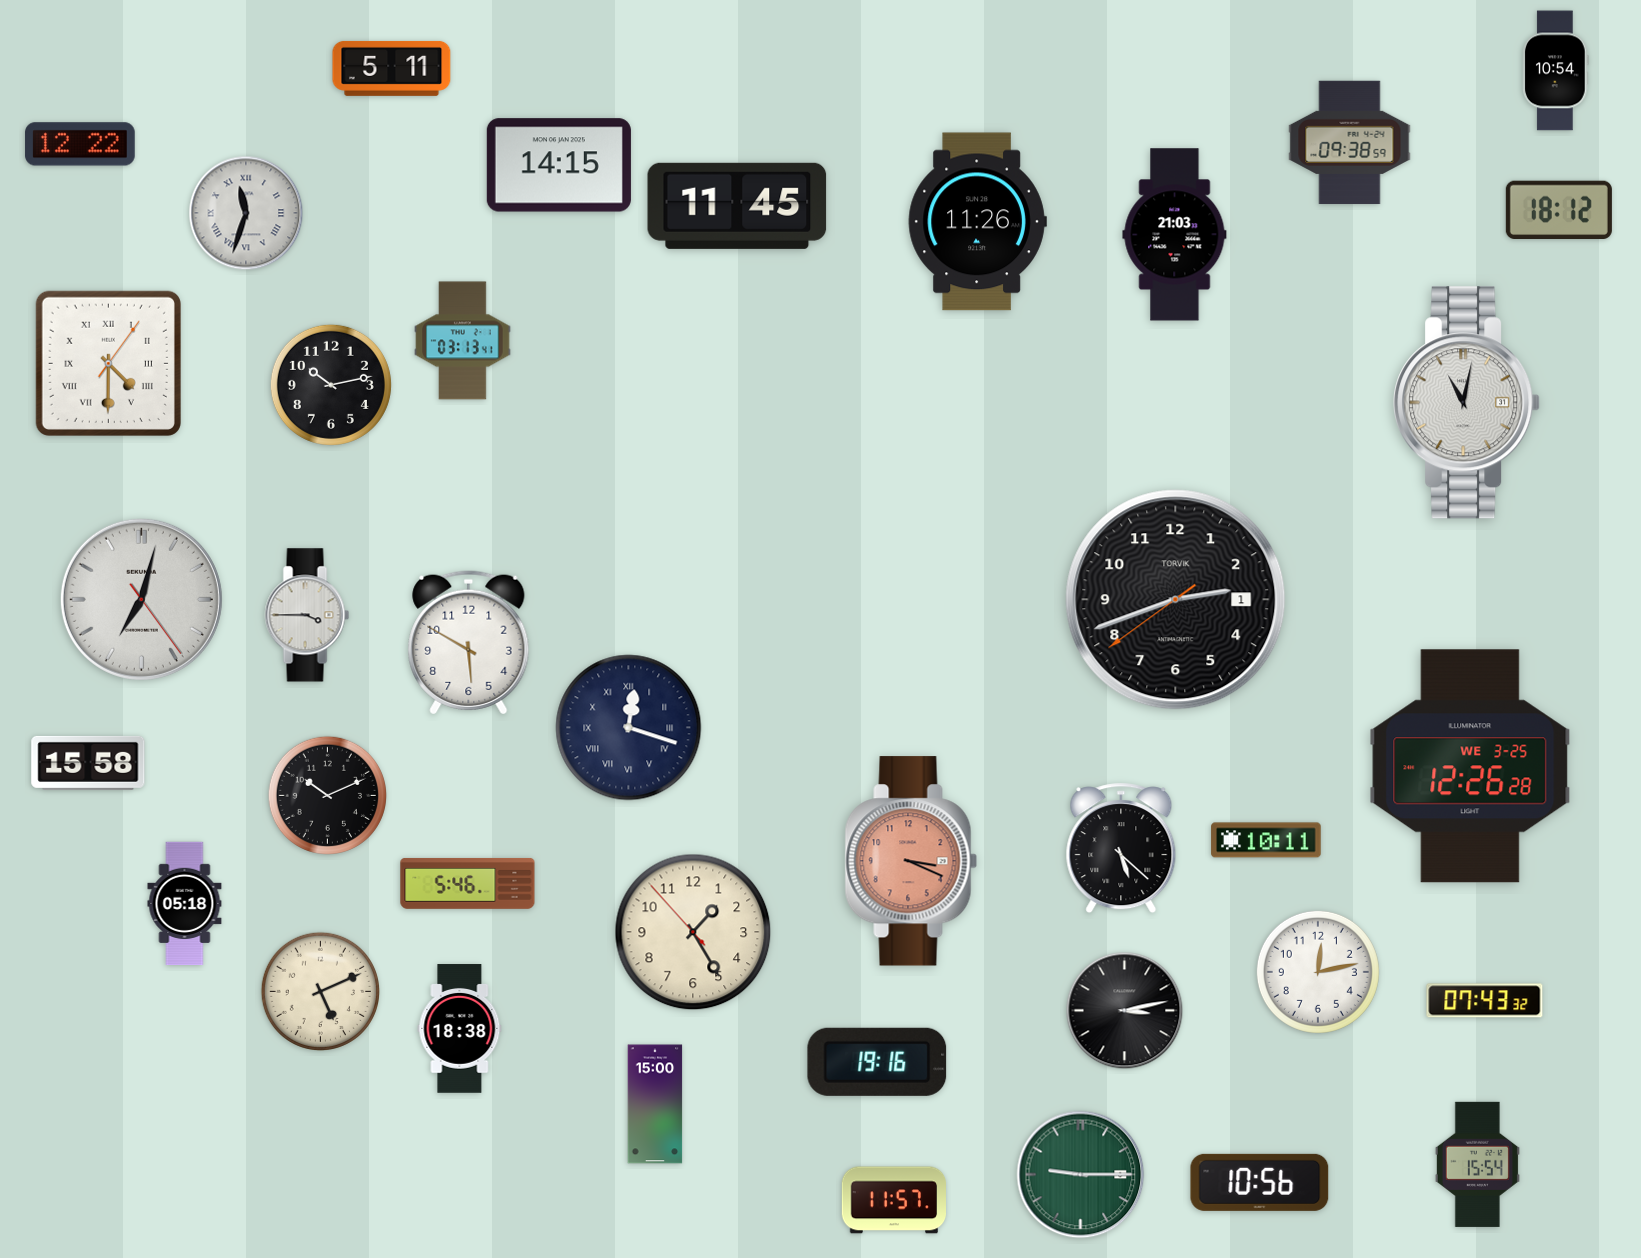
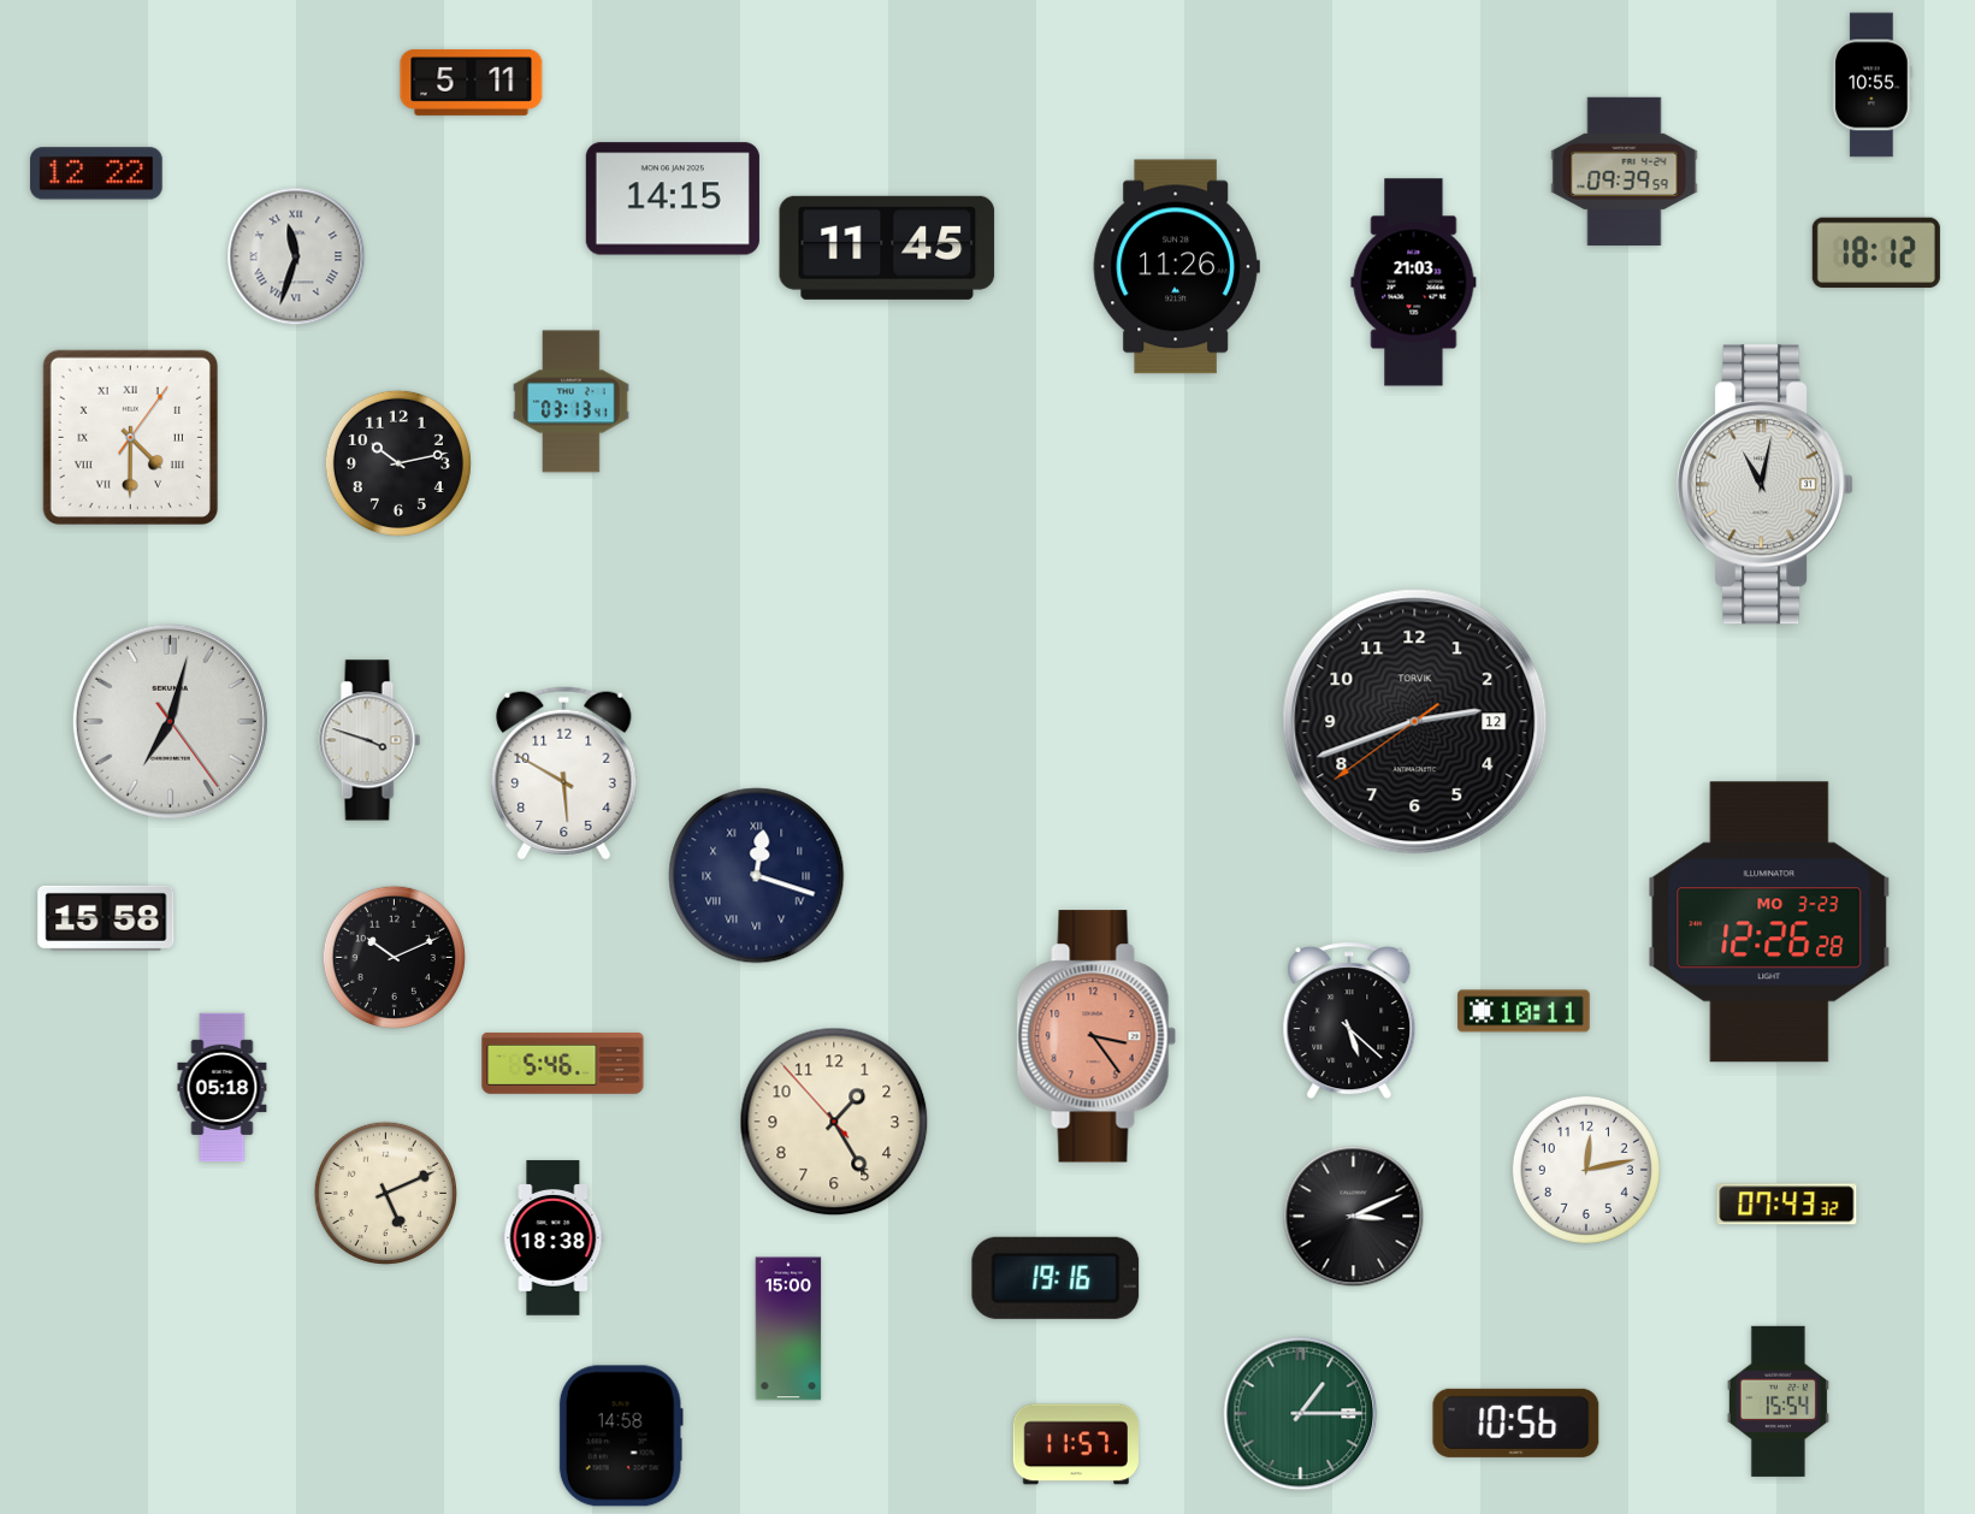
clock at (1556, 71): 10:54 -> 10:55
clock at (1350, 143): 09:38 -> 09:39
clock at (463, 341) position: (463, 341) -> (572, 402)
clock at (1176, 600) date: 1 -> 12
clock at (307, 615): 3:45 -> 3:48
clock at (1470, 766) date: WE 3-25 -> MO 3-23
clock at (911, 861): 3:19 -> 3:24
clock at (1125, 1011): 3:13 -> 3:11
clock at (1081, 1175): 9:15 -> 1:15
clock at (621, 1436): none -> 14:58
